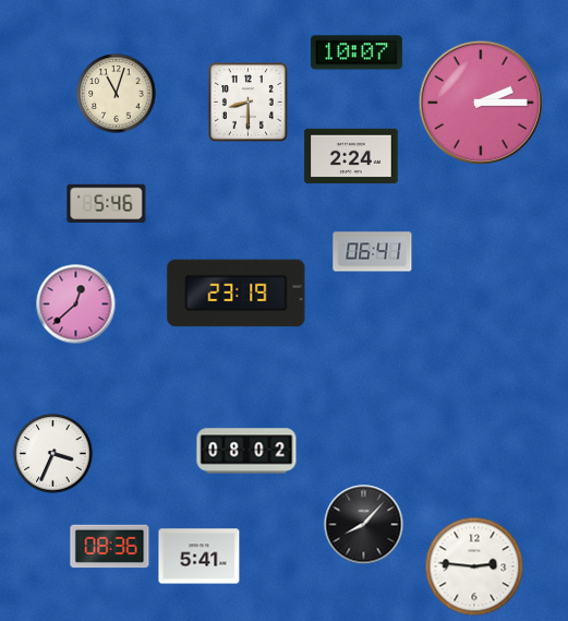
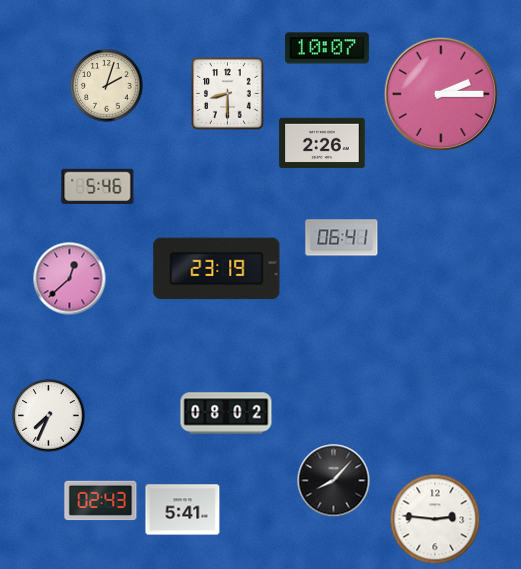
clock at (117, 94): 11:03 -> 2:03
clock at (351, 156): 2:24 -> 2:26
clock at (373, 252) position: (373, 252) -> (342, 238)
clock at (53, 454): 3:34 -> 7:34
clock at (110, 547): 08:36 -> 02:43
